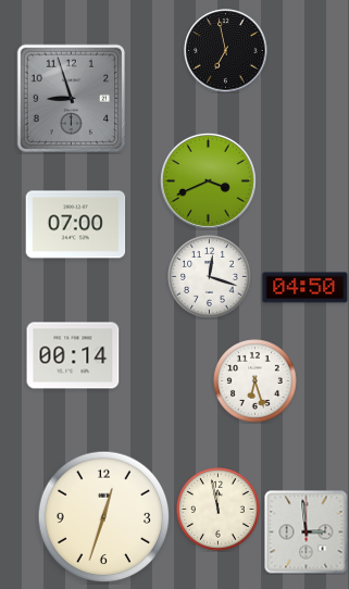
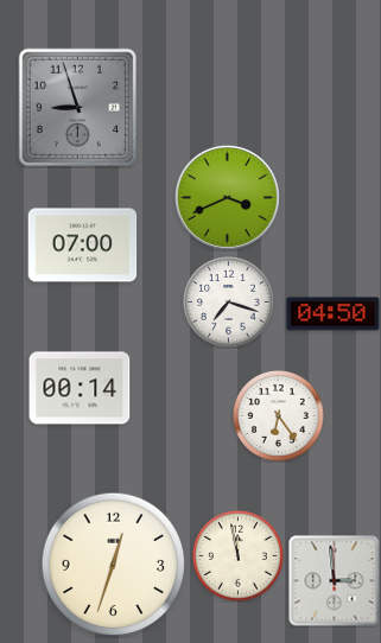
clock at (226, 51): 6:58 -> none
clock at (210, 277): 12:18 -> 7:18
clock at (255, 381): 6:27 -> 6:24
